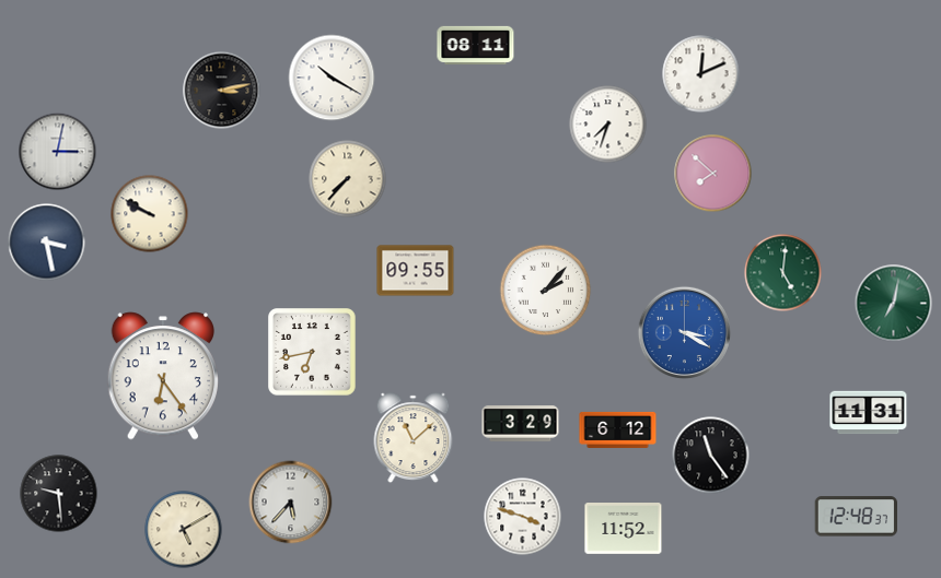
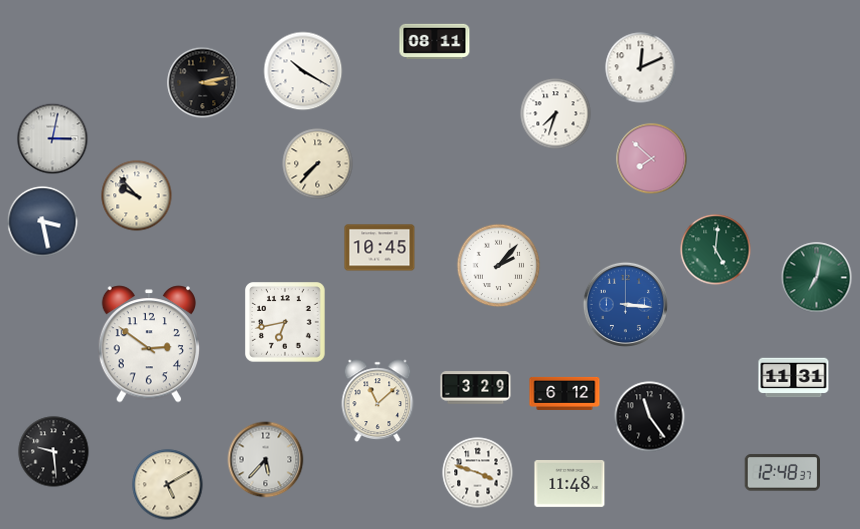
clock at (150, 214): 9:50 -> 9:53
clock at (416, 271): 09:55 -> 10:45
clock at (684, 332): 3:20 -> 3:16
clock at (162, 376): 6:24 -> 2:51
clock at (624, 529): 11:52 -> 11:48
